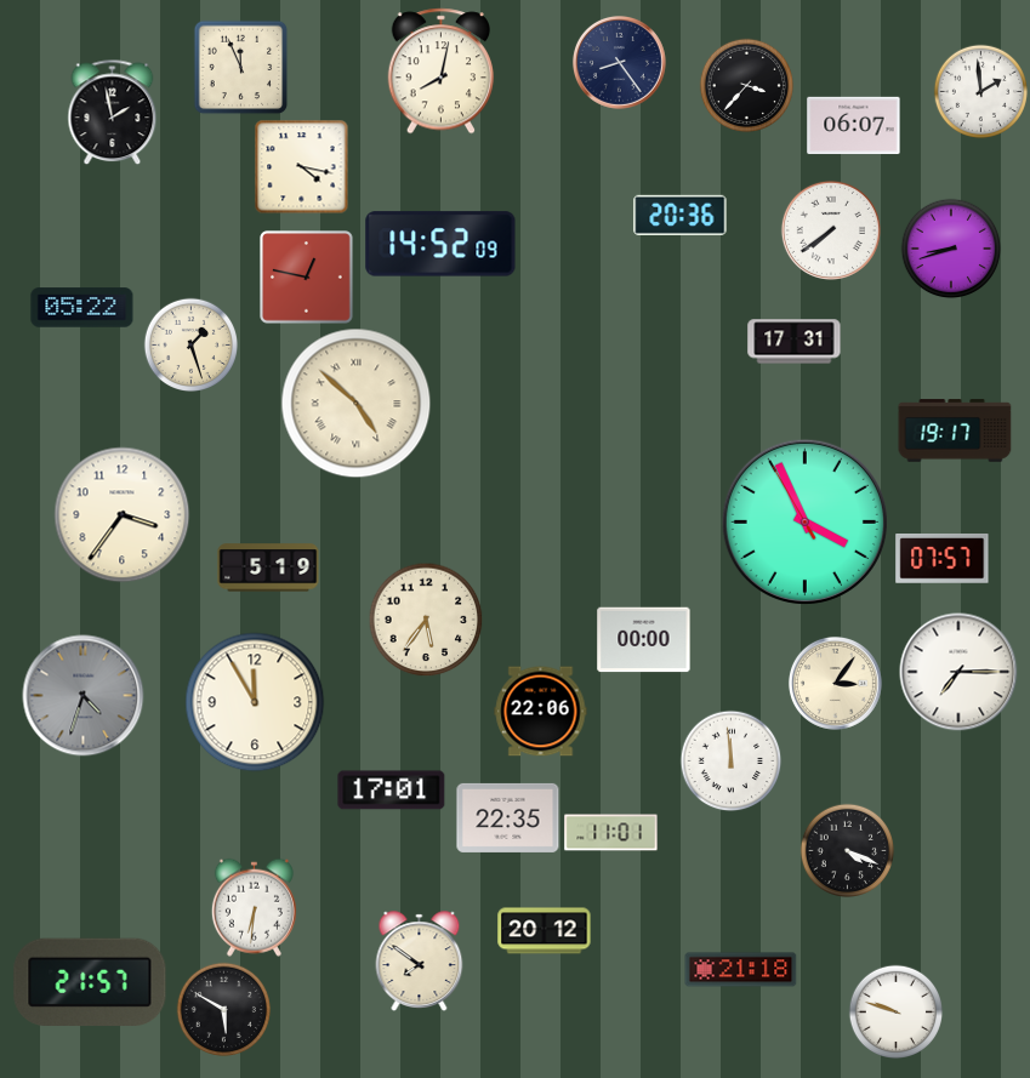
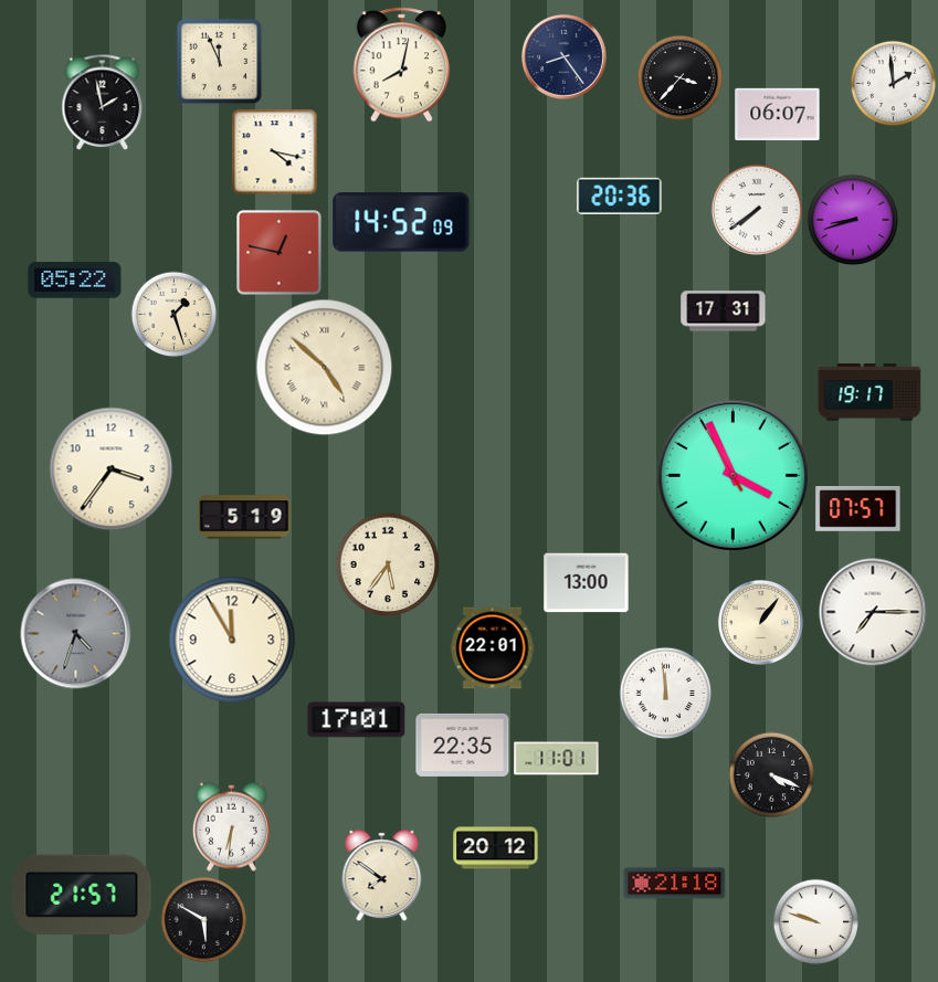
clock at (951, 249) position: (951, 249) -> (853, 220)
clock at (644, 640): 00:00 -> 13:00
clock at (835, 683): 3:06 -> 1:06
clock at (541, 712): 22:06 -> 22:01
